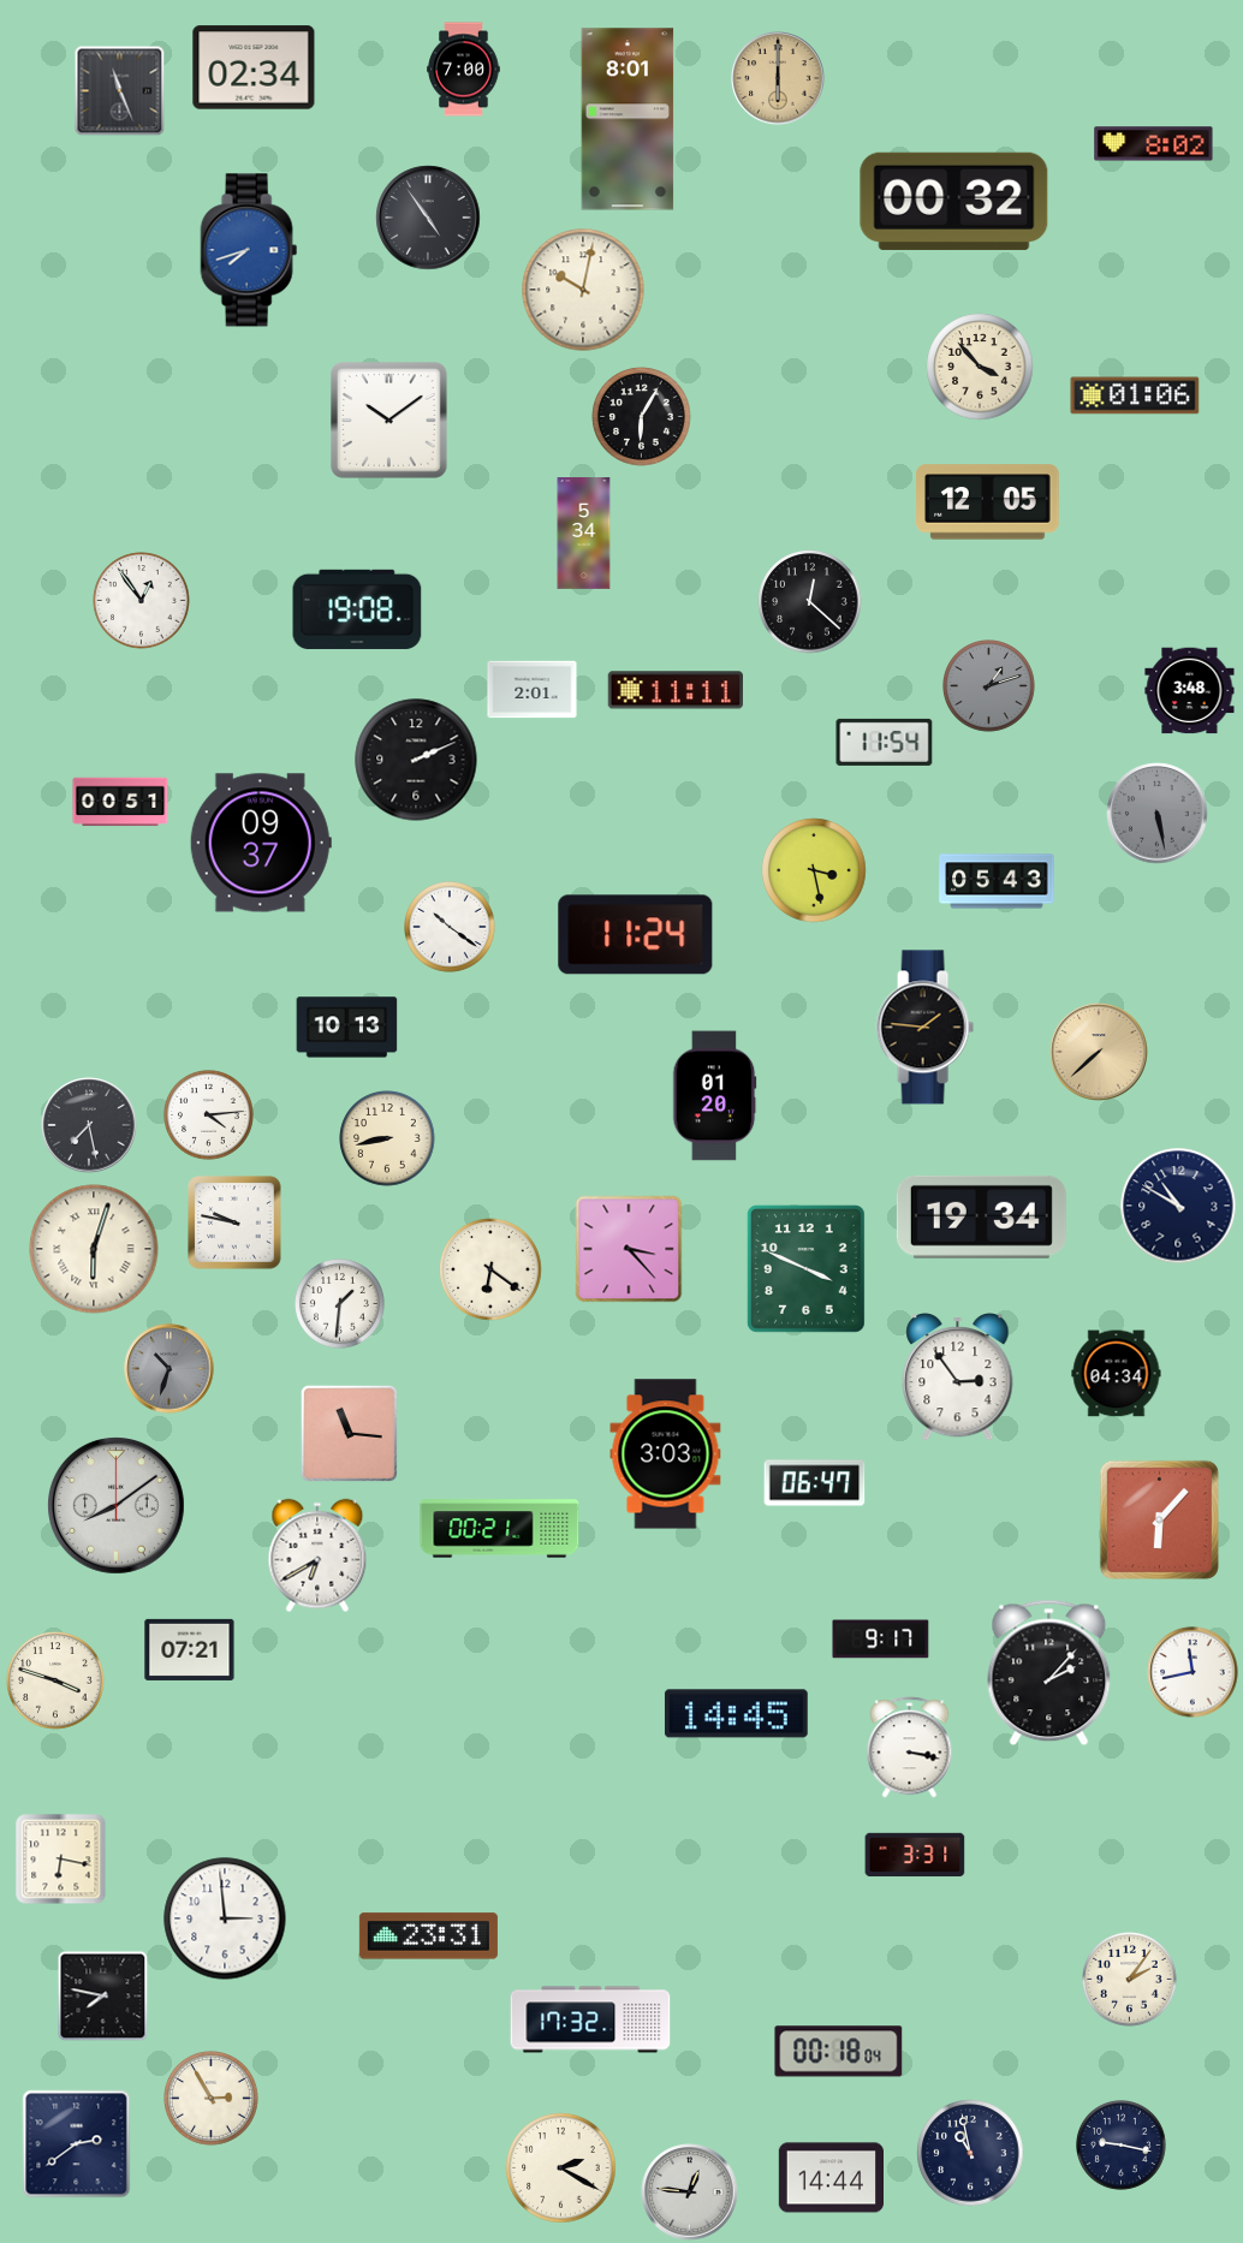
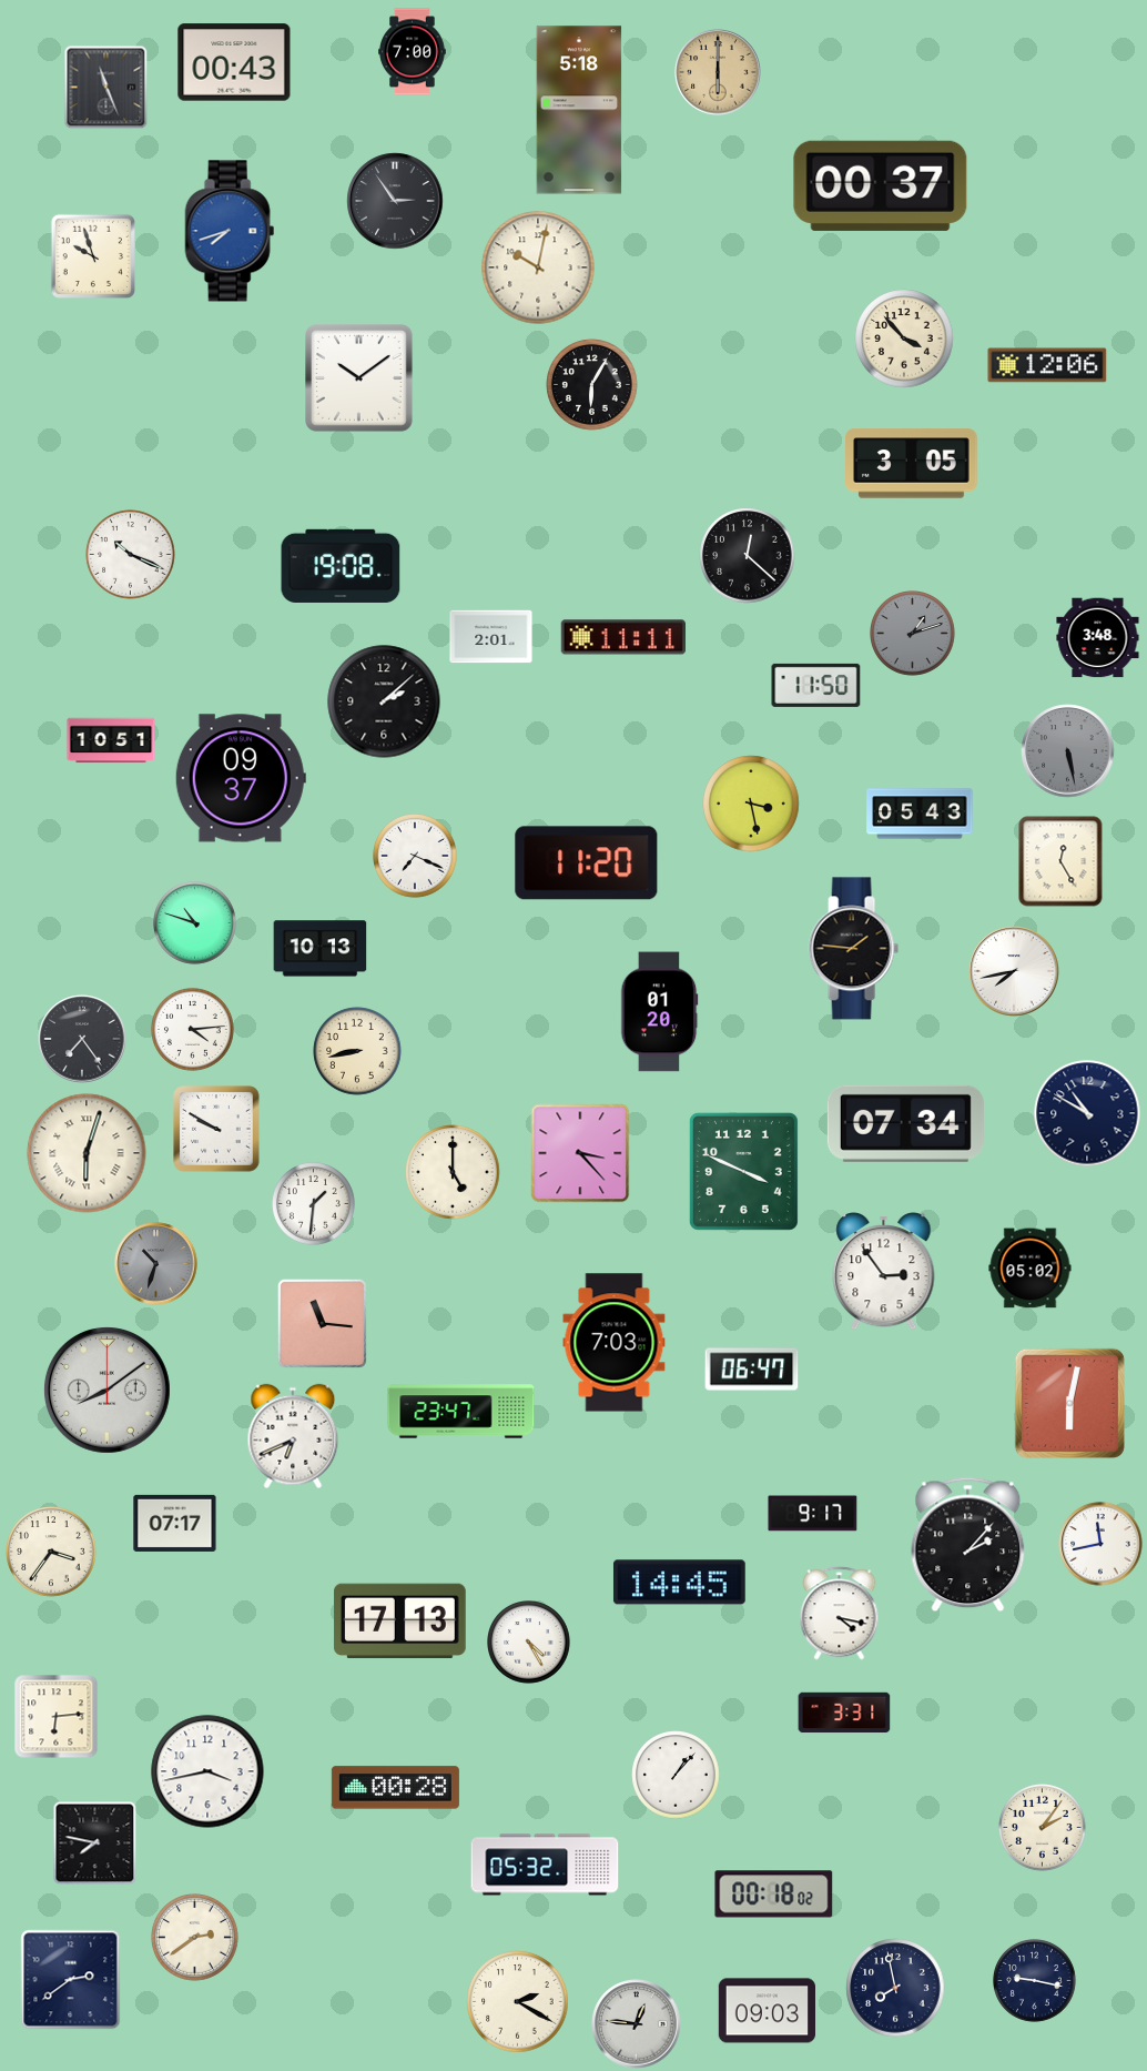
clock at (254, 67): 02:34 -> 00:43
clock at (464, 70) position: (464, 70) -> (413, 52)
clock at (120, 91) position: (120, 91) -> (106, 88)
clock at (628, 119): 8:01 -> 5:18
clock at (1154, 144): 8:02 -> none
clock at (954, 201): 00:32 -> 00:37
clock at (428, 218): 4:54 -> 2:54
clock at (93, 256): none -> 9:57
clock at (1135, 395): 01:06 -> 12:06
clock at (389, 421) position: (389, 421) -> (359, 378)
clock at (988, 502): 12:05 -> 3:05
clock at (584, 534): 5:34 -> none
clock at (142, 601): 12:54 -> 10:19
clock at (357, 609) position: (357, 609) -> (341, 566)
clock at (885, 742): 11:54 -> 11:50
clock at (416, 760): 2:11 -> 2:08
clock at (120, 802): 00:51 -> 10:51
clock at (451, 928): 10:21 -> 7:19
clock at (1060, 861): none -> 12:25
clock at (636, 935): 11:24 -> 11:20
clock at (195, 923): none -> 10:48
clock at (1099, 1052): 7:38 -> 7:43
clock at (1099, 1052) dial: champagne -> white
clock at (89, 1125): 7:28 -> 7:24
clock at (981, 1216): 19:34 -> 07:34
clock at (234, 1222): 9:47 -> 9:50
clock at (490, 1269): 6:21 -> 5:00
clock at (1117, 1374): 04:34 -> 05:02
clock at (666, 1454): 3:03 -> 7:03
clock at (1159, 1519): 6:07 -> 6:02
clock at (500, 1529): 00:21 -> 23:47
clock at (317, 1555): 6:40 -> 6:41
clock at (190, 1649): 07:21 -> 07:17
clock at (55, 1680): 3:48 -> 3:36
clock at (910, 1748): 3:17 -> 4:17
clock at (399, 1622): none -> 17:13
clock at (529, 1643): none -> 4:25
clock at (61, 1860): 6:17 -> 6:14
clock at (225, 1918): 2:59 -> 3:43
clock at (676, 1775): none -> 1:07
clock at (428, 1936): 23:31 -> 00:28
clock at (590, 2019): 17:32 -> 05:32
clock at (839, 2052): 00:18:04 -> 00:18:02
clock at (212, 2099): 2:55 -> 2:39
clock at (970, 2153): 10:58 -> 7:58
clock at (831, 2178): 14:44 -> 09:03
